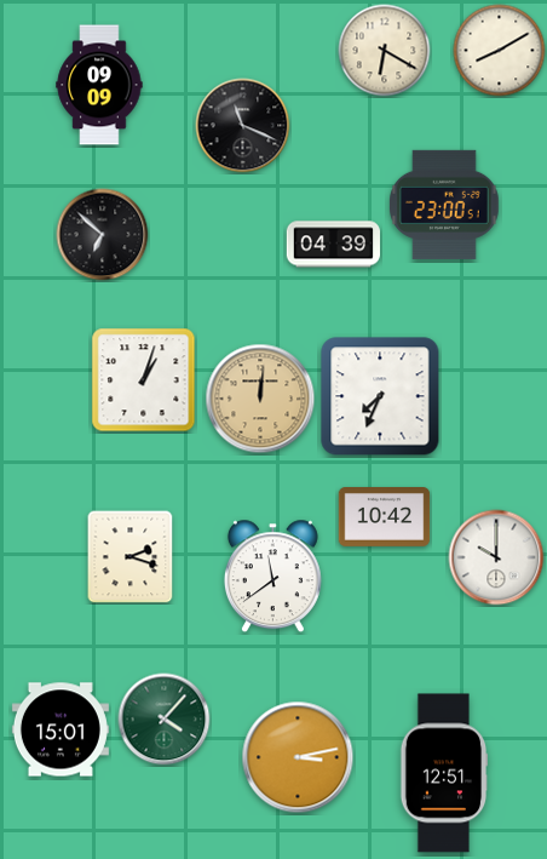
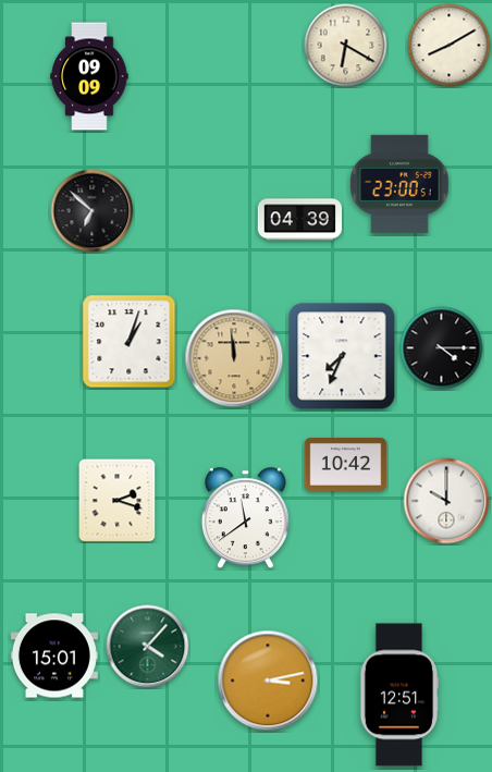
clock at (243, 126): 11:19 -> none
clock at (442, 348): none -> 4:15
clock at (260, 399): 12:01 -> 11:59
